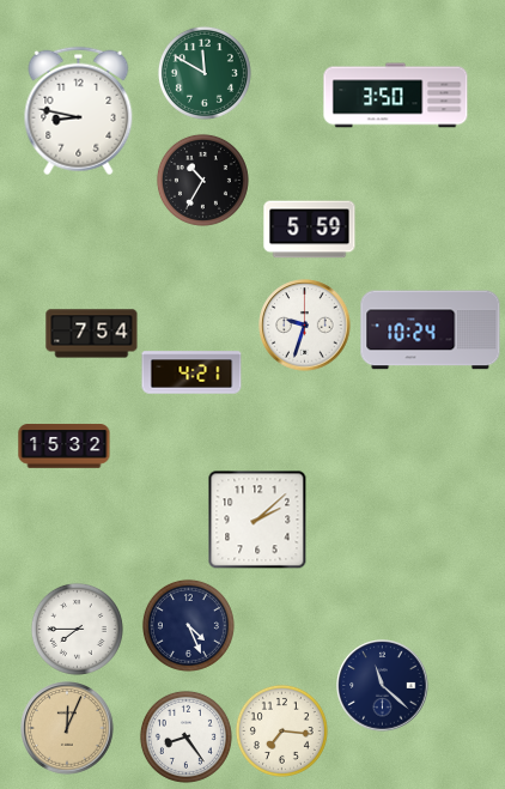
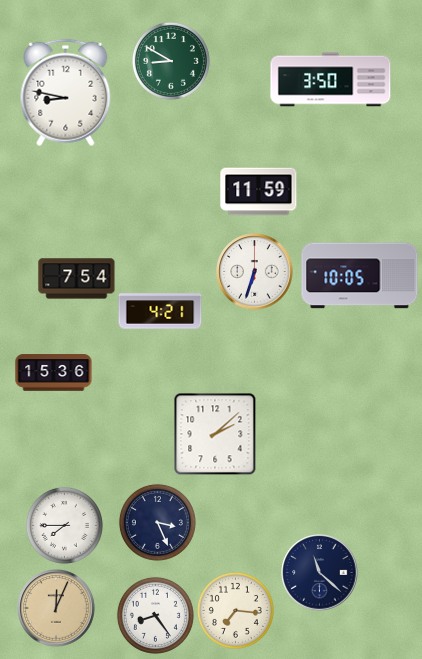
clock at (205, 73): 11:50 -> 8:50
clock at (202, 180): 10:35 -> none
clock at (310, 230): 5:59 -> 11:59
clock at (305, 326): 9:33 -> 6:33
clock at (431, 330): 10:24 -> 10:05
clock at (65, 447): 15:32 -> 15:36
clock at (188, 625): 4:26 -> 3:26
